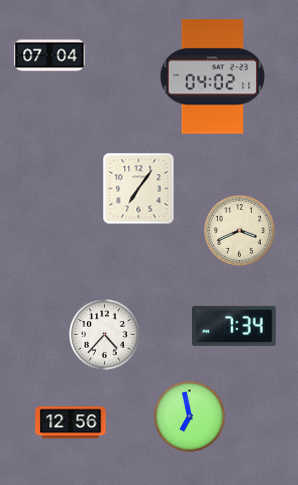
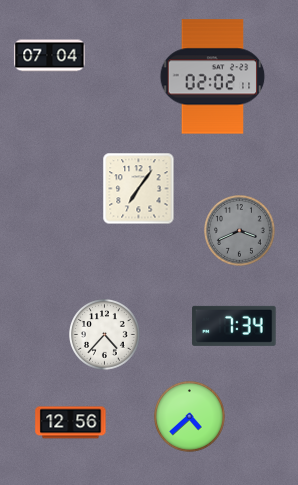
clock at (213, 77): 04:02 -> 02:02
clock at (240, 231) dial: cream -> grey
clock at (190, 417): 6:58 -> 4:38
